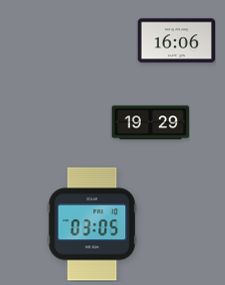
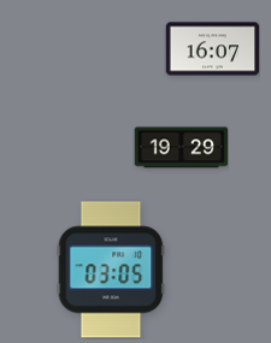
clock at (176, 41): 16:06 -> 16:07
